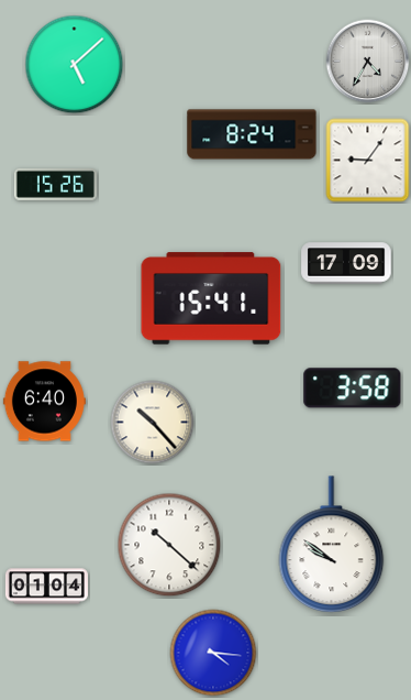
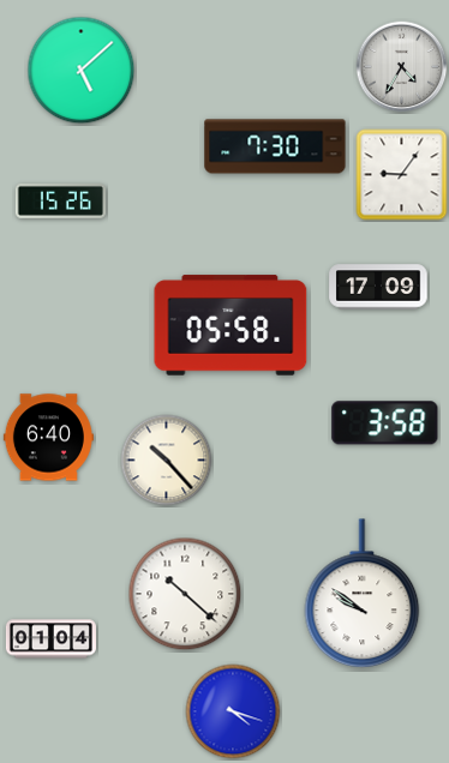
clock at (252, 134): 8:24 -> 7:30
clock at (211, 298): 15:41 -> 05:58
clock at (213, 653): 4:16 -> 4:18
